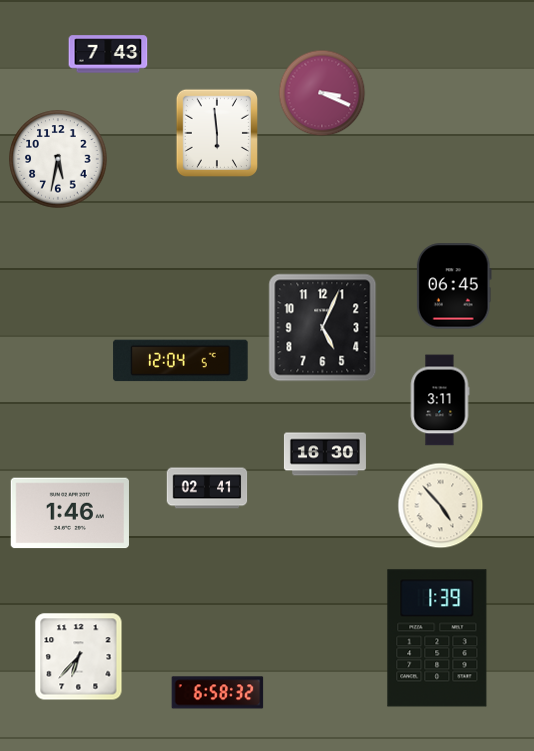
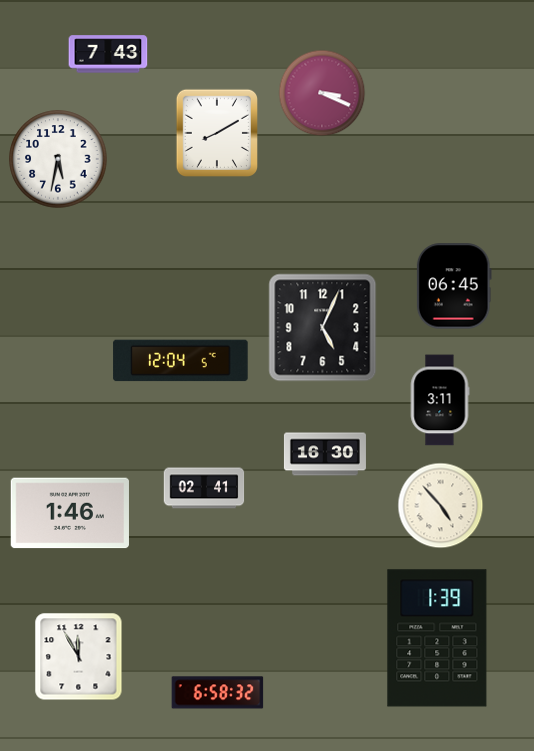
clock at (216, 132): 5:59 -> 8:10
clock at (207, 488) position: (207, 488) -> (204, 488)
clock at (79, 657): 6:37 -> 11:55
